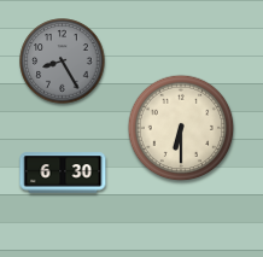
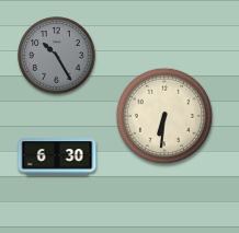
clock at (63, 62): 8:25 -> 10:25
clock at (181, 128): 6:30 -> 6:31
